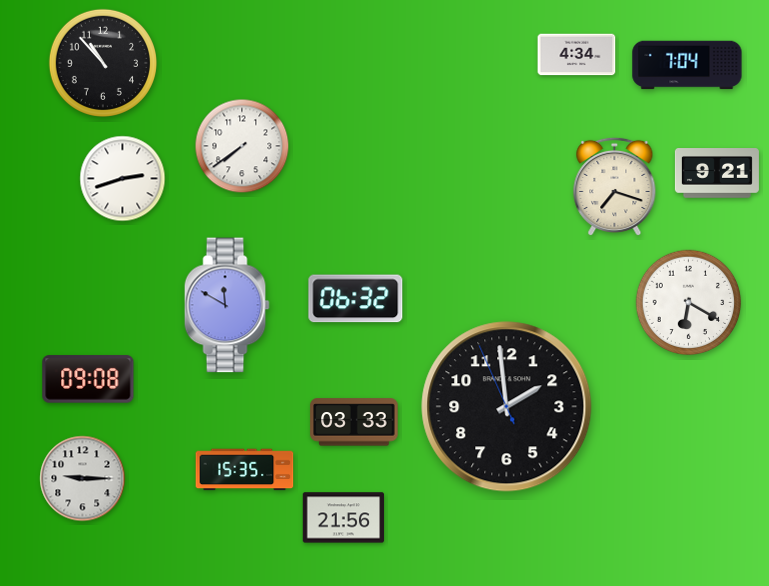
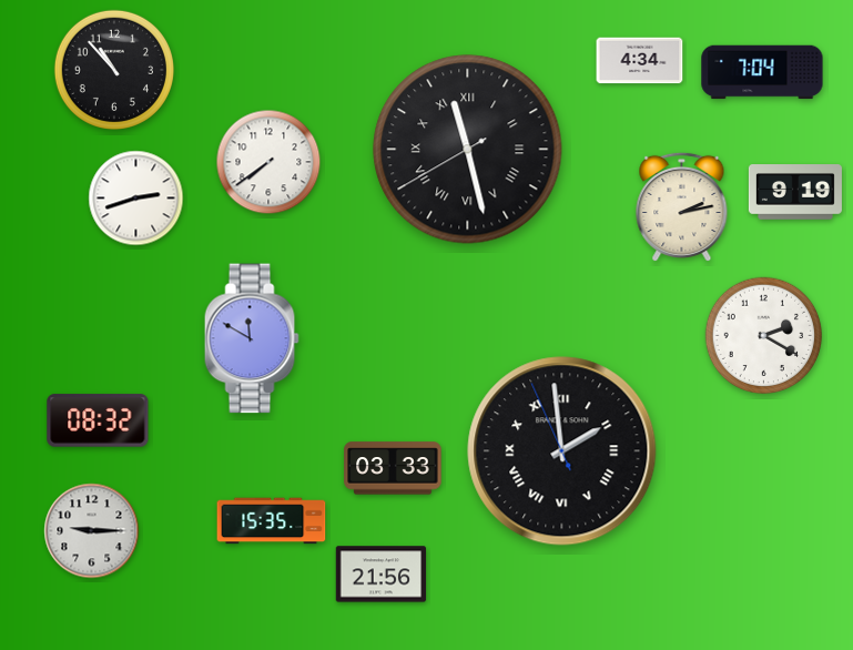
clock at (468, 150): none -> 11:27
clock at (717, 173): 9:21 -> 9:19
clock at (615, 187): 7:18 -> 2:13
clock at (356, 299): 06:32 -> none
clock at (689, 303): 6:20 -> 2:20
clock at (88, 379): 09:08 -> 08:32
clock at (507, 407) numerals: Arabic -> Roman
